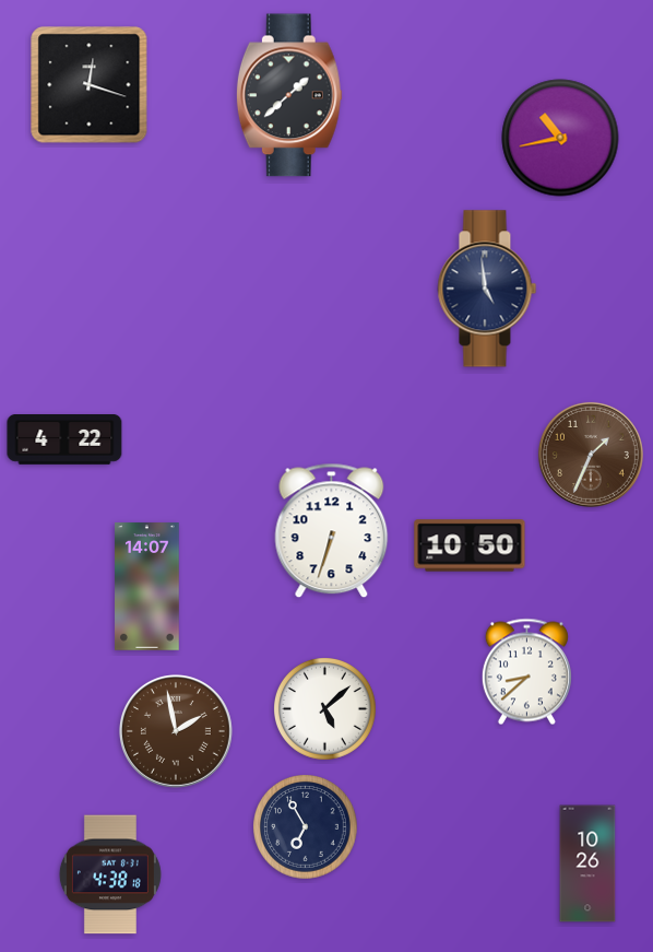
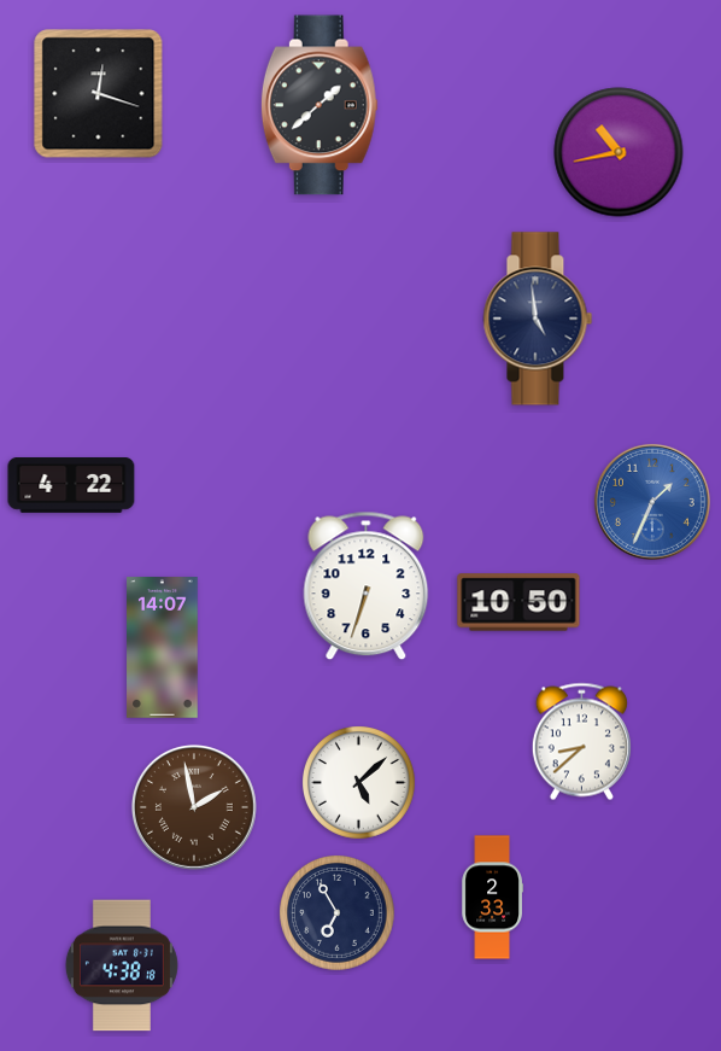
clock at (591, 455) dial: brown -> blue
clock at (492, 898): none -> 2:33
clock at (587, 863): 10:26 -> none
